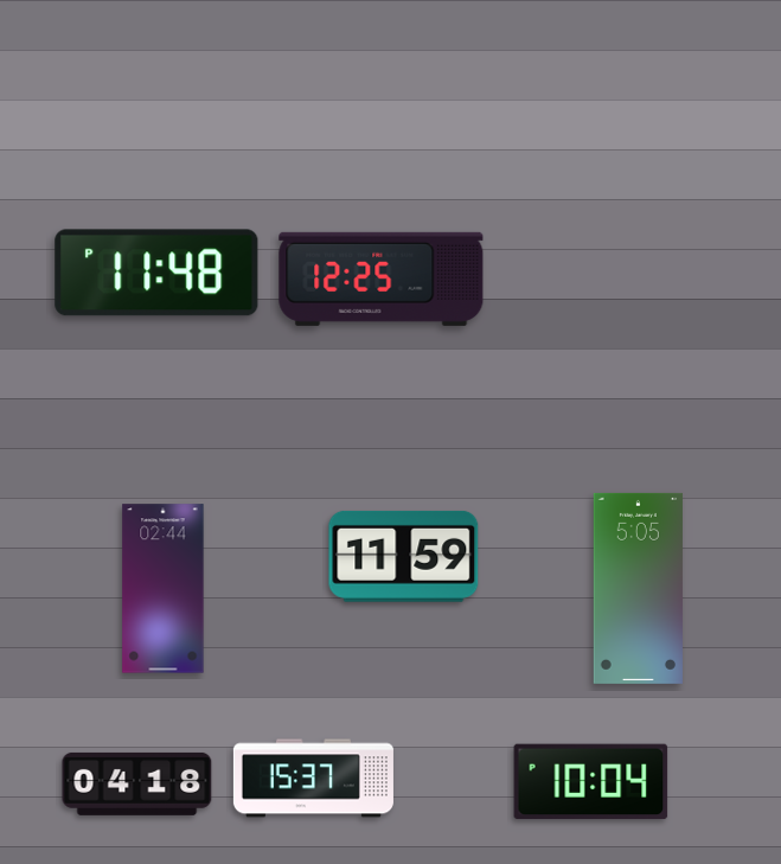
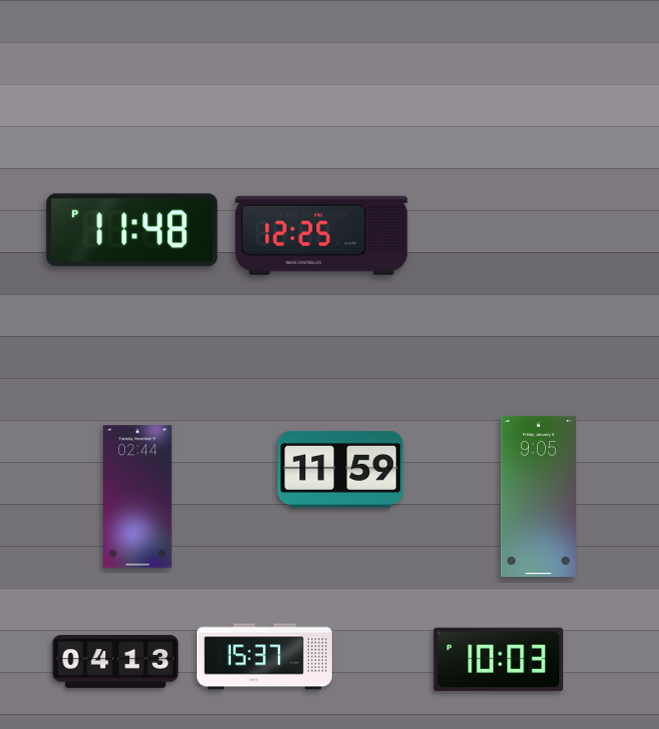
clock at (638, 588): 5:05 -> 9:05
clock at (591, 782): 10:04 -> 10:03
clock at (137, 783): 04:18 -> 04:13
